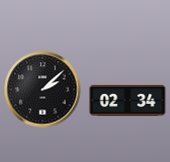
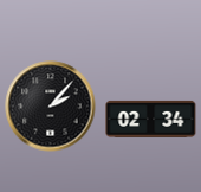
clock at (43, 90): 2:08 -> 2:07
